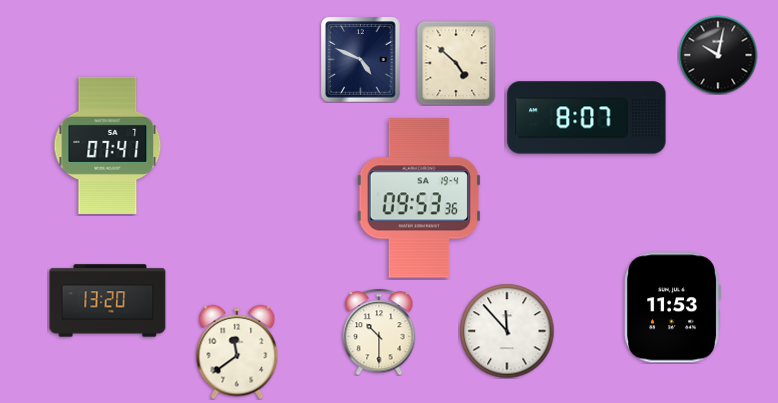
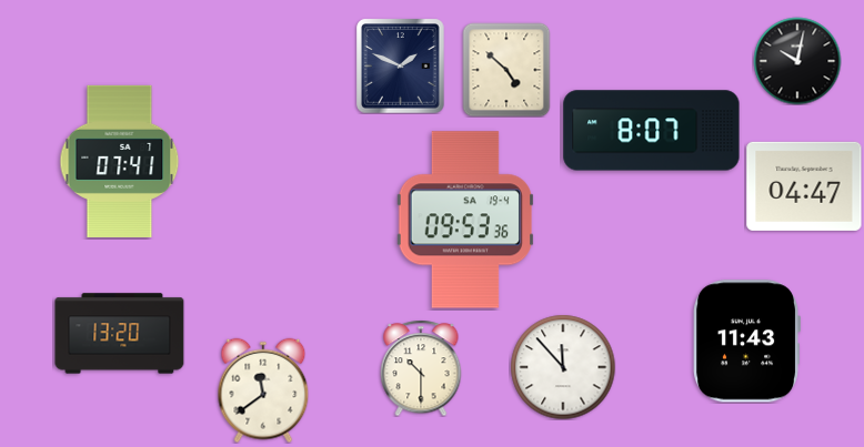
clock at (361, 59): 4:49 -> 1:49
clock at (804, 186): none -> 04:47
clock at (672, 308): 11:53 -> 11:43
